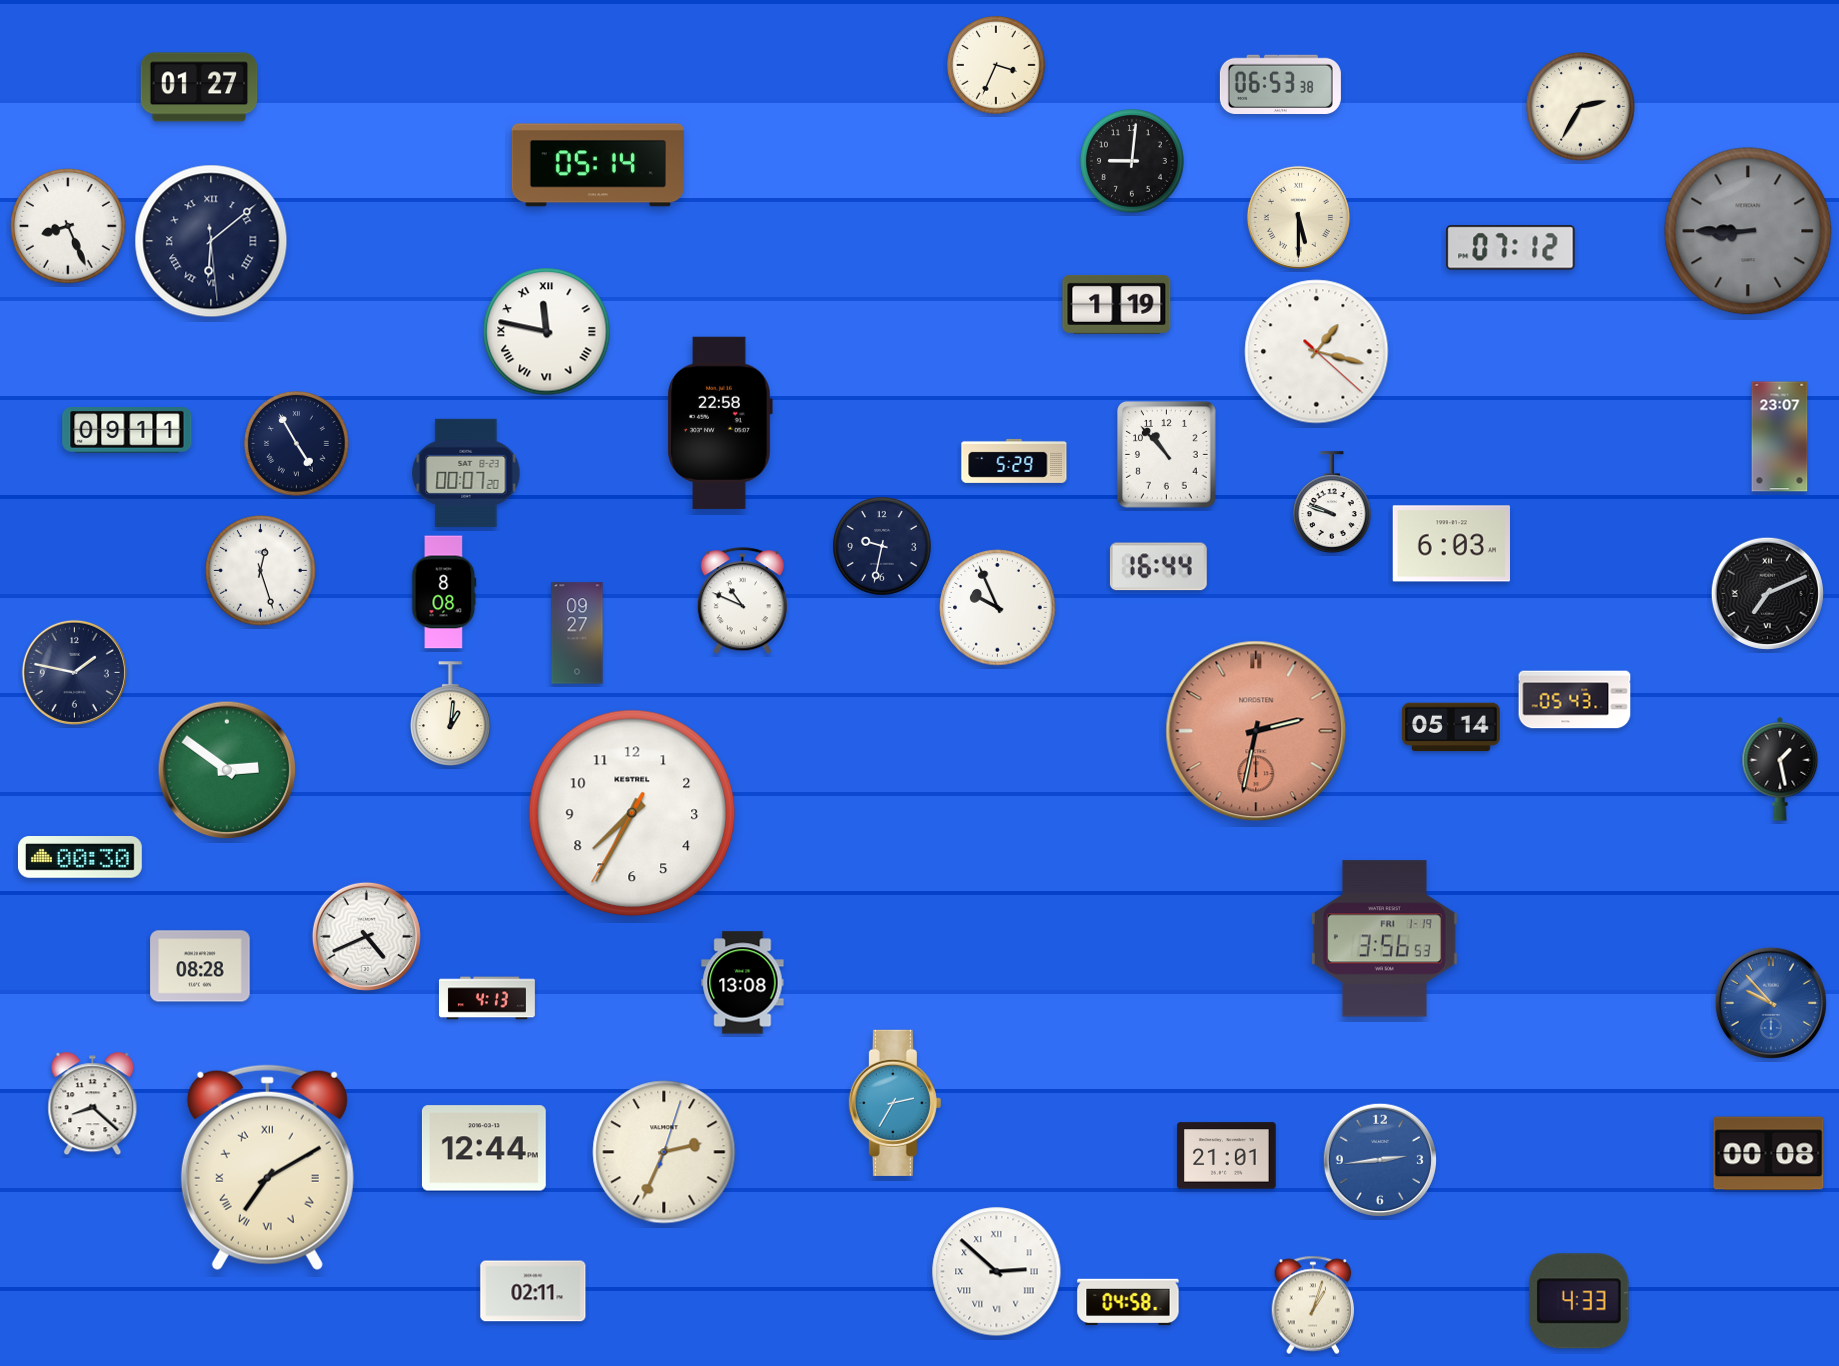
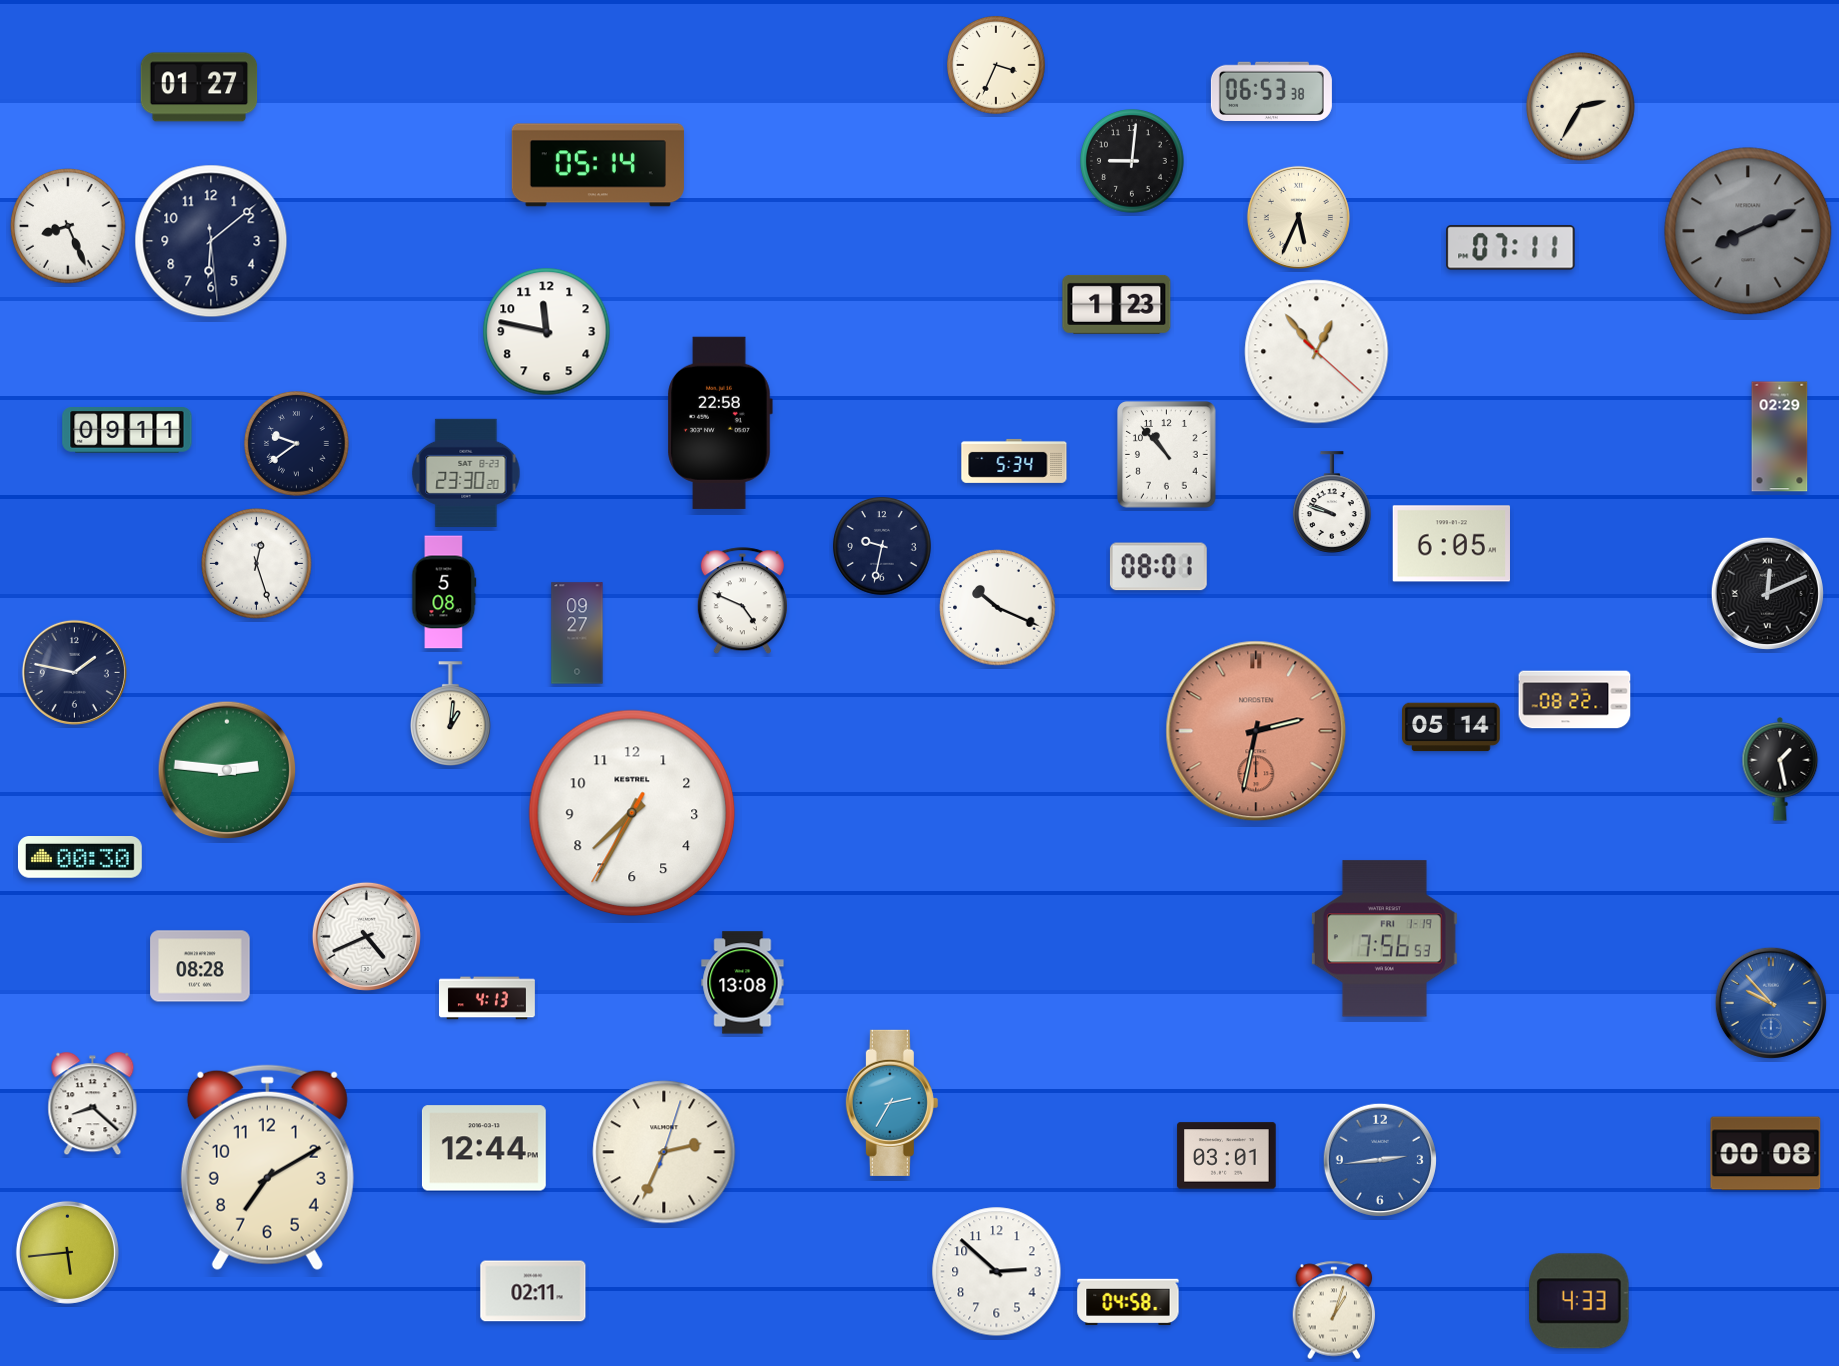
clock at (1280, 84) position: (1280, 84) -> (1271, 91)
clock at (1298, 217): 5:30 -> 5:34
clock at (1748, 231): 8:45 -> 8:11
clock at (211, 241) numerals: Roman -> Arabic
clock at (1511, 248): 07:12 -> 07:11
clock at (1117, 304): 1:19 -> 1:23
clock at (547, 332) numerals: Roman -> Arabic
clock at (1317, 352): 1:17 -> 12:53
clock at (1780, 437): 23:07 -> 02:29
clock at (297, 444): 4:55 -> 9:39
clock at (1014, 461): 5:29 -> 5:34
clock at (466, 473): 00:07 -> 23:30
clock at (1451, 544): 6:03 -> 6:05
clock at (1158, 567): 16:44 -> 08:01
clock at (261, 571) position: (261, 571) -> (257, 564)
clock at (444, 592): 8:08 -> 5:08
clock at (1767, 593): 7:11 -> 12:11
clock at (742, 601): 10:49 -> 4:49
clock at (998, 608): 9:56 -> 10:19
clock at (1575, 700): 05:43 -> 08:22
clock at (227, 770): 2:51 -> 2:46
clock at (1384, 939): 3:56 -> 7:56
clock at (895, 1103) position: (895, 1103) -> (892, 1103)
clock at (1769, 1154) position: (1769, 1154) -> (1766, 1154)
clock at (1227, 1156): 21:01 -> 03:01
clock at (267, 1168) numerals: Roman -> Arabic
clock at (67, 1252): none -> 5:44
clock at (997, 1272) numerals: Roman -> Arabic
clock at (1313, 1305) position: (1313, 1305) -> (1334, 1310)
